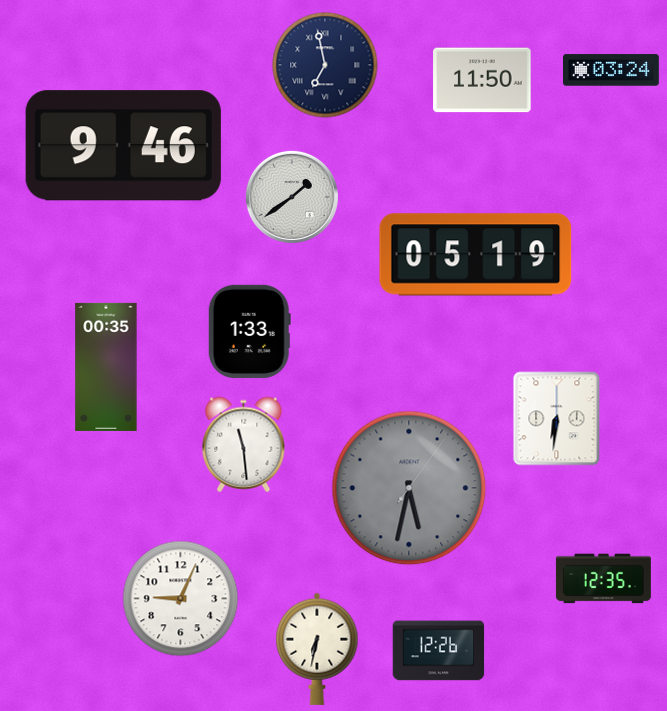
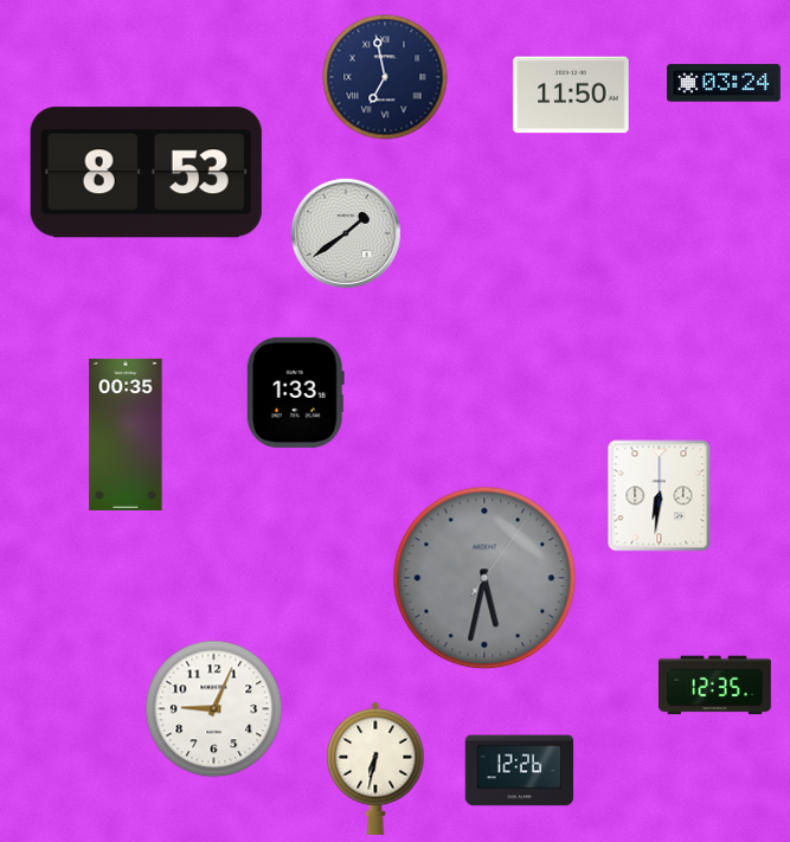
clock at (123, 146): 9:46 -> 8:53
clock at (476, 255): 05:19 -> none
clock at (244, 445): 11:29 -> none
